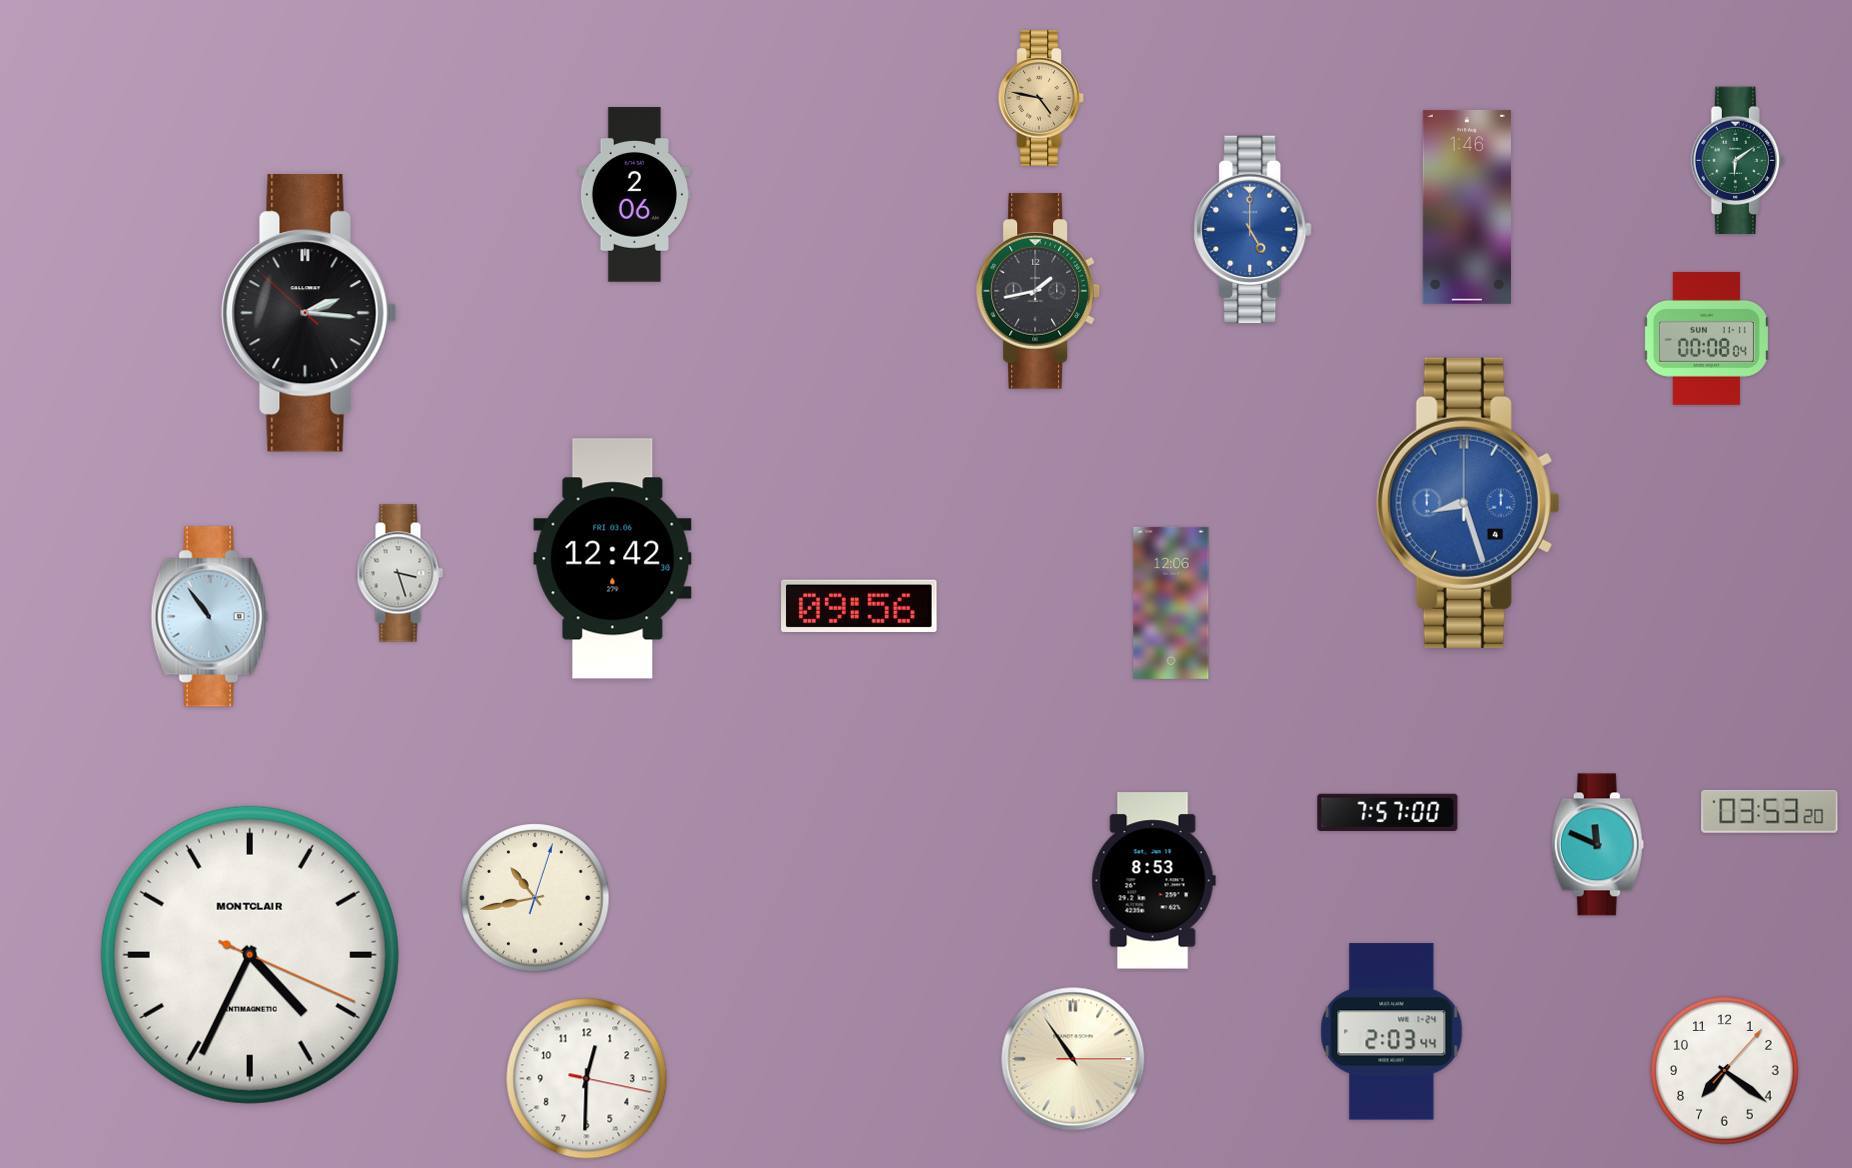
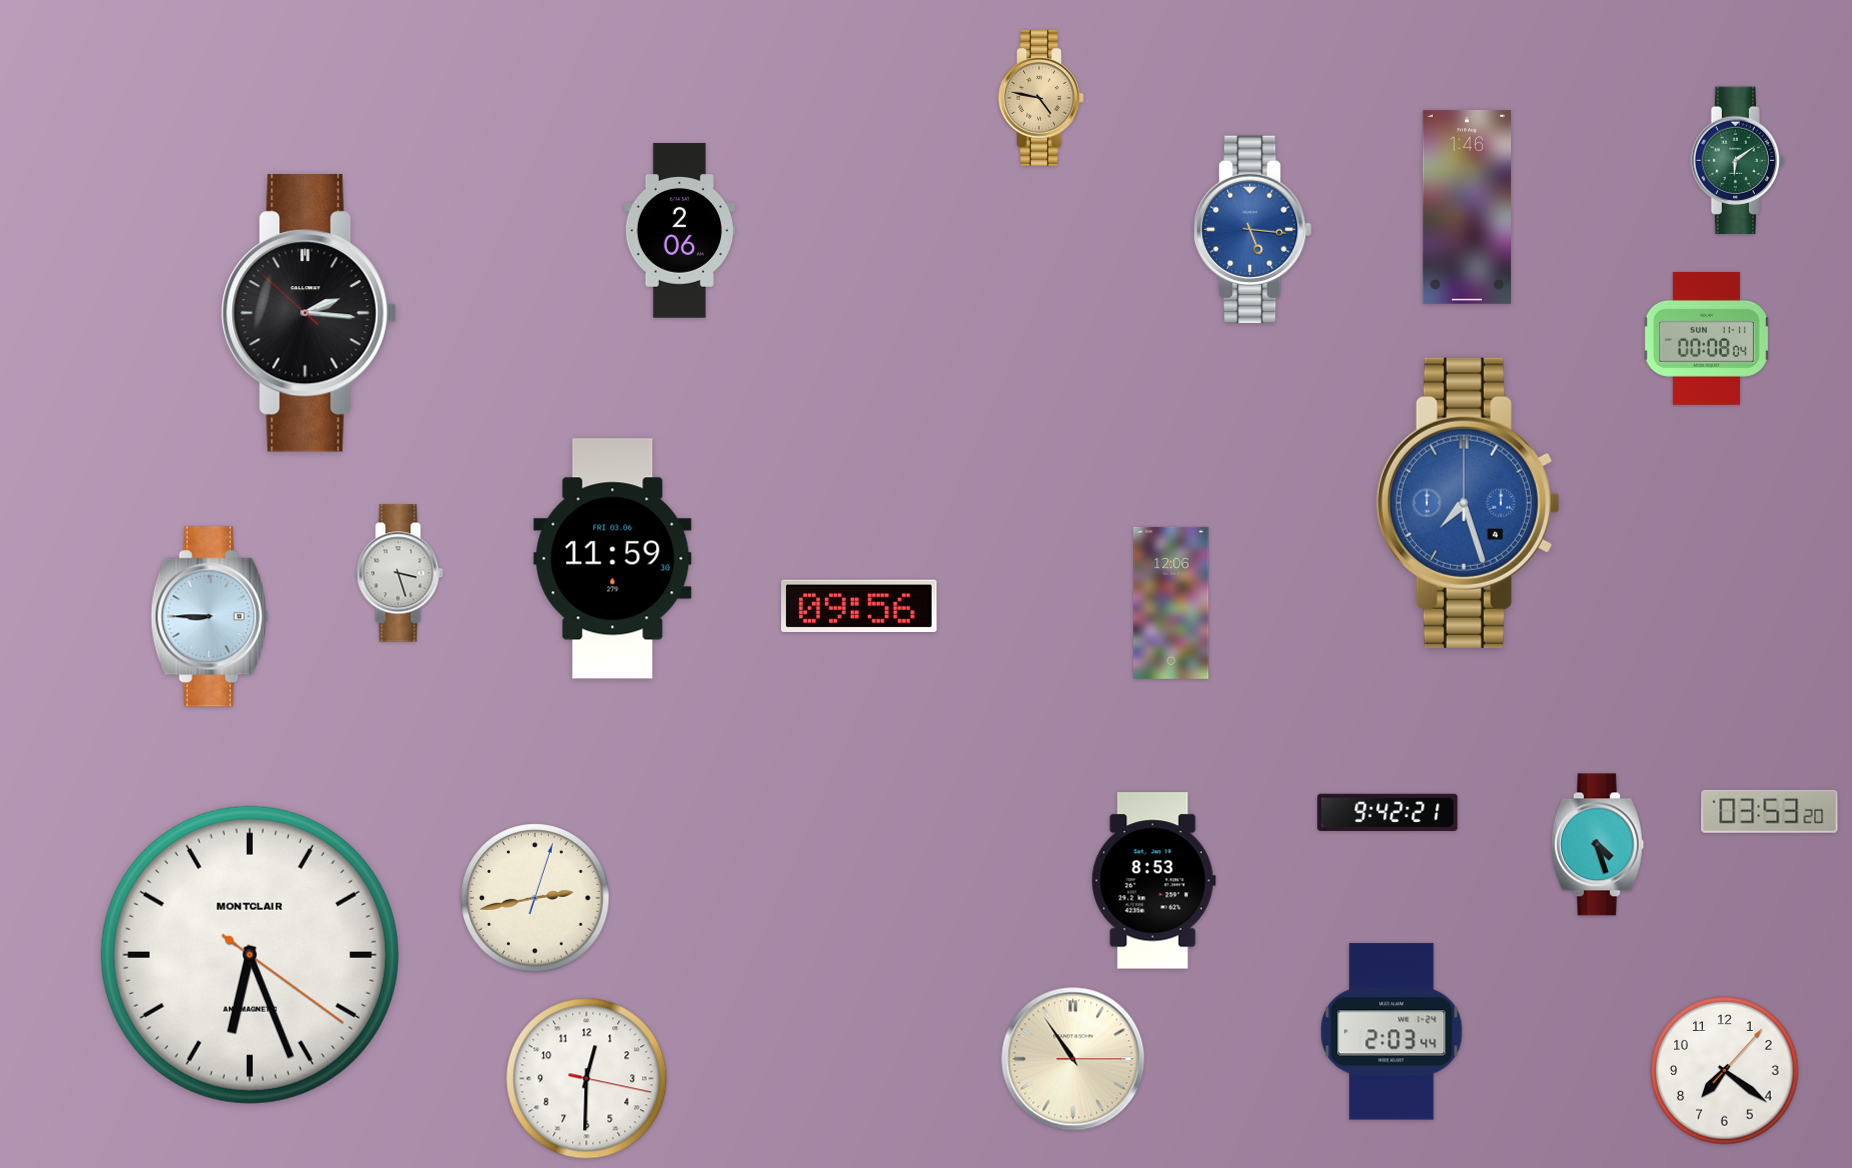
clock at (634, 195) position: (634, 195) -> (679, 231)
clock at (1253, 230): 5:00 -> 5:16
clock at (1038, 292): 1:43 -> none
clock at (1468, 503): 8:27 -> 7:27
clock at (613, 559): 12:42 -> 11:59
clock at (210, 617): 10:54 -> 8:45
clock at (1388, 812): 7:57 -> 9:42
clock at (1597, 845): 11:49 -> 4:27
clock at (535, 898): 10:43 -> 2:43
clock at (250, 955): 4:34 -> 6:26
